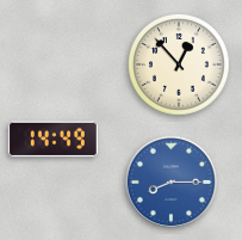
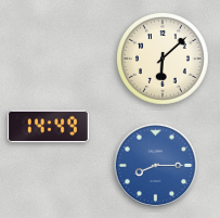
clock at (180, 66): 12:53 -> 6:08
